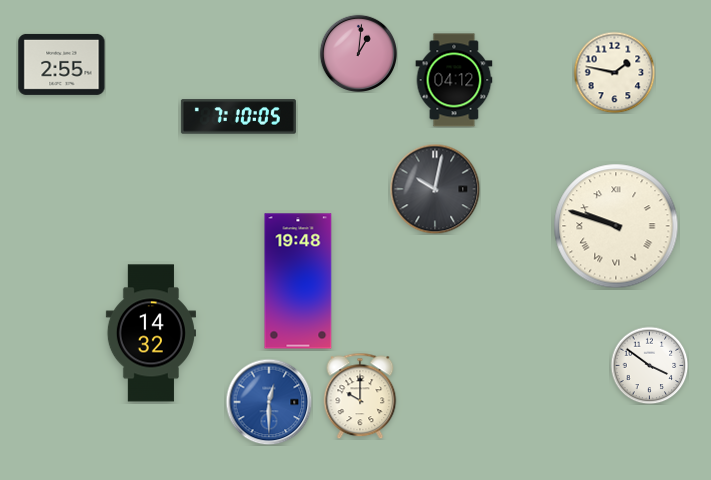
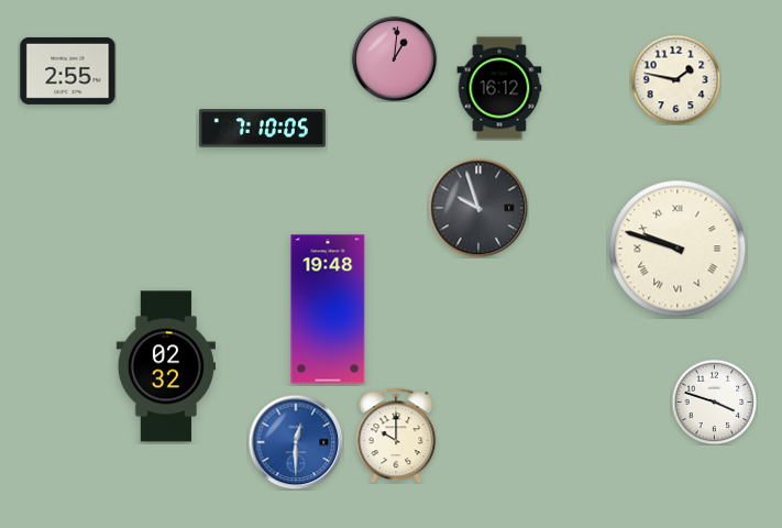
clock at (454, 80): 04:12 -> 16:12
clock at (435, 189): 10:02 -> 9:57
clock at (151, 333): 14:32 -> 02:32
clock at (649, 365): 3:51 -> 3:48
